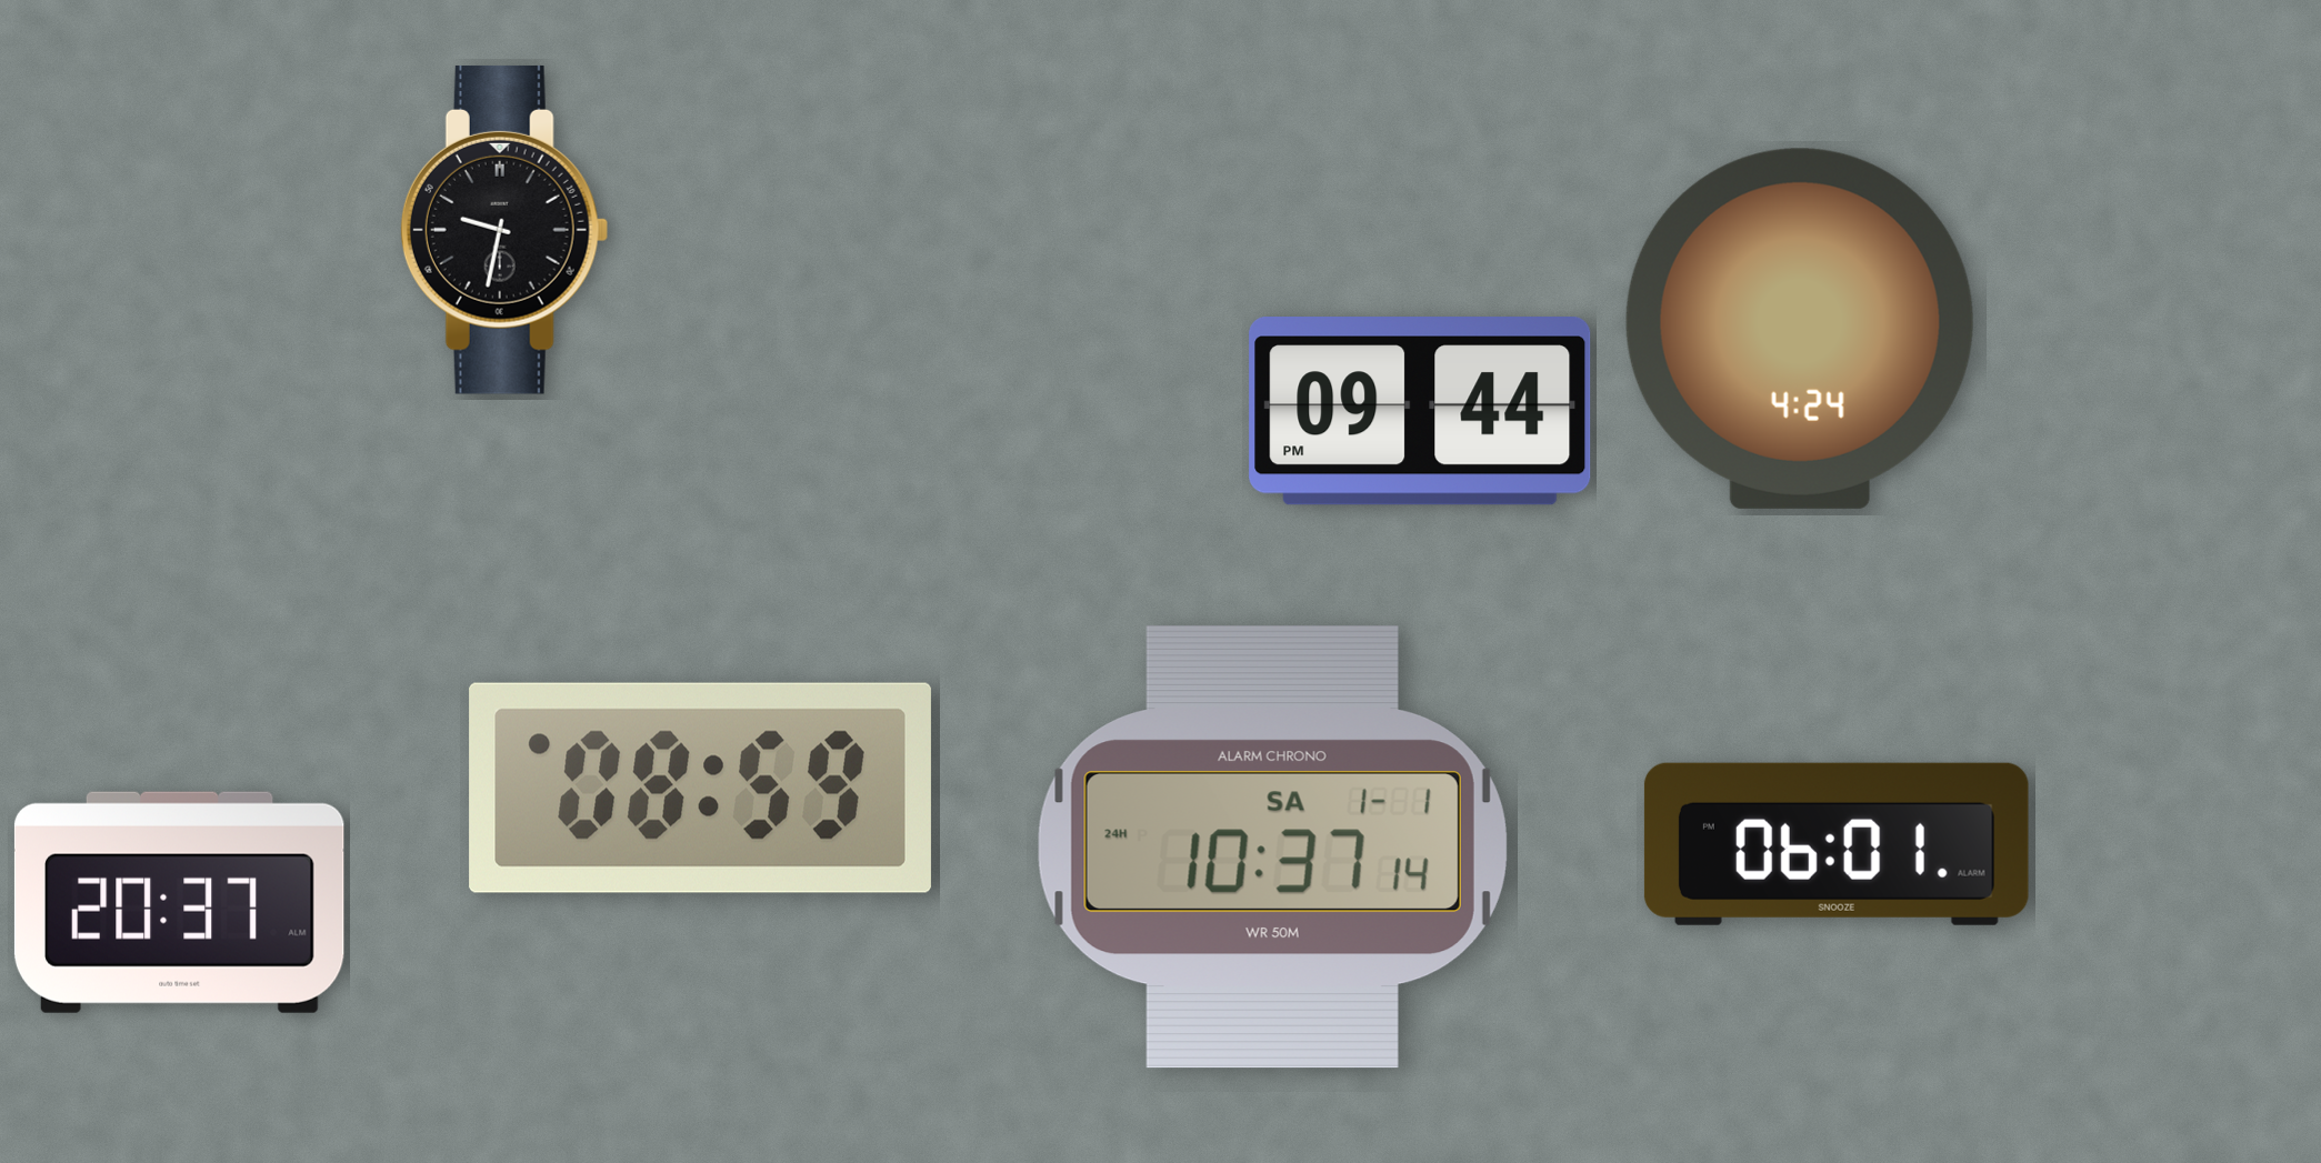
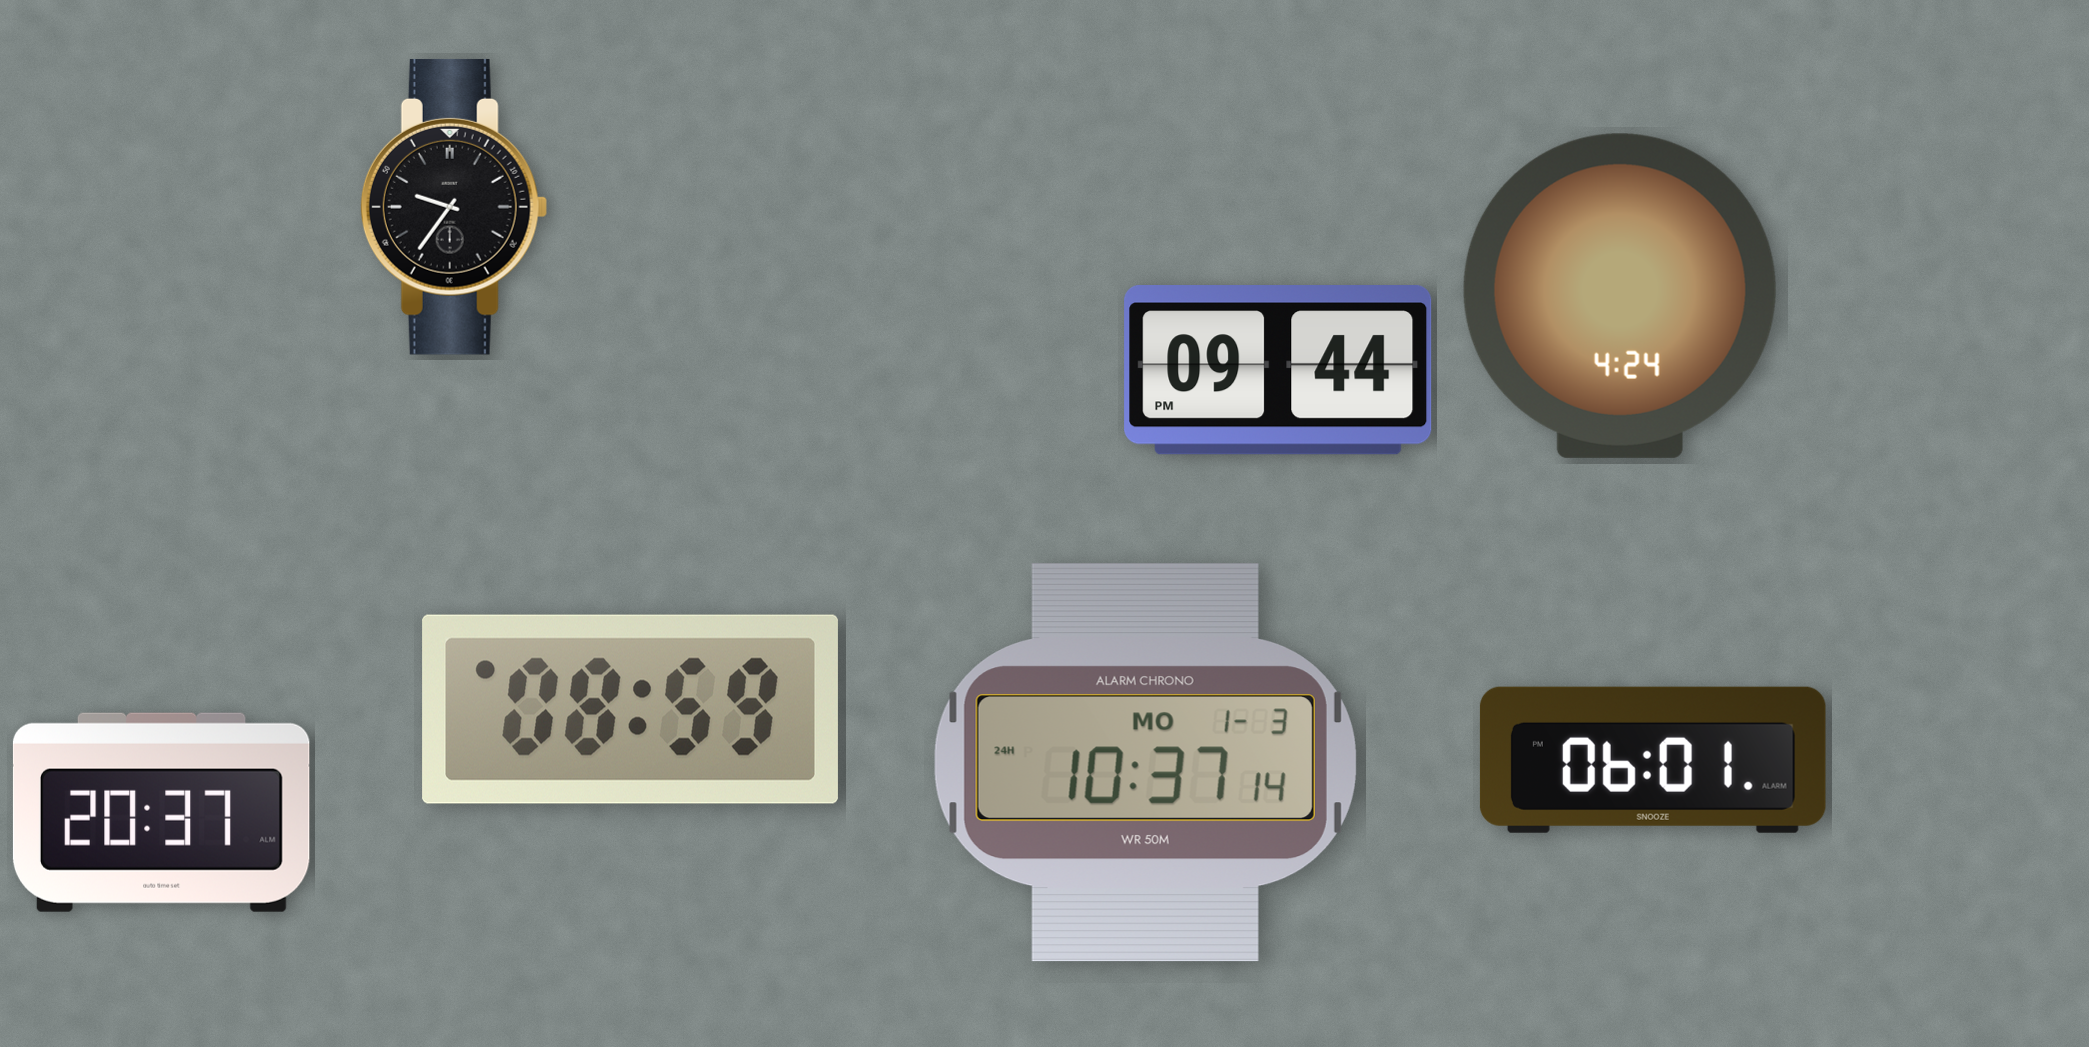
clock at (504, 230): 9:32 -> 9:36
clock at (1272, 848) date: SA 1-1 -> MO 1-3
